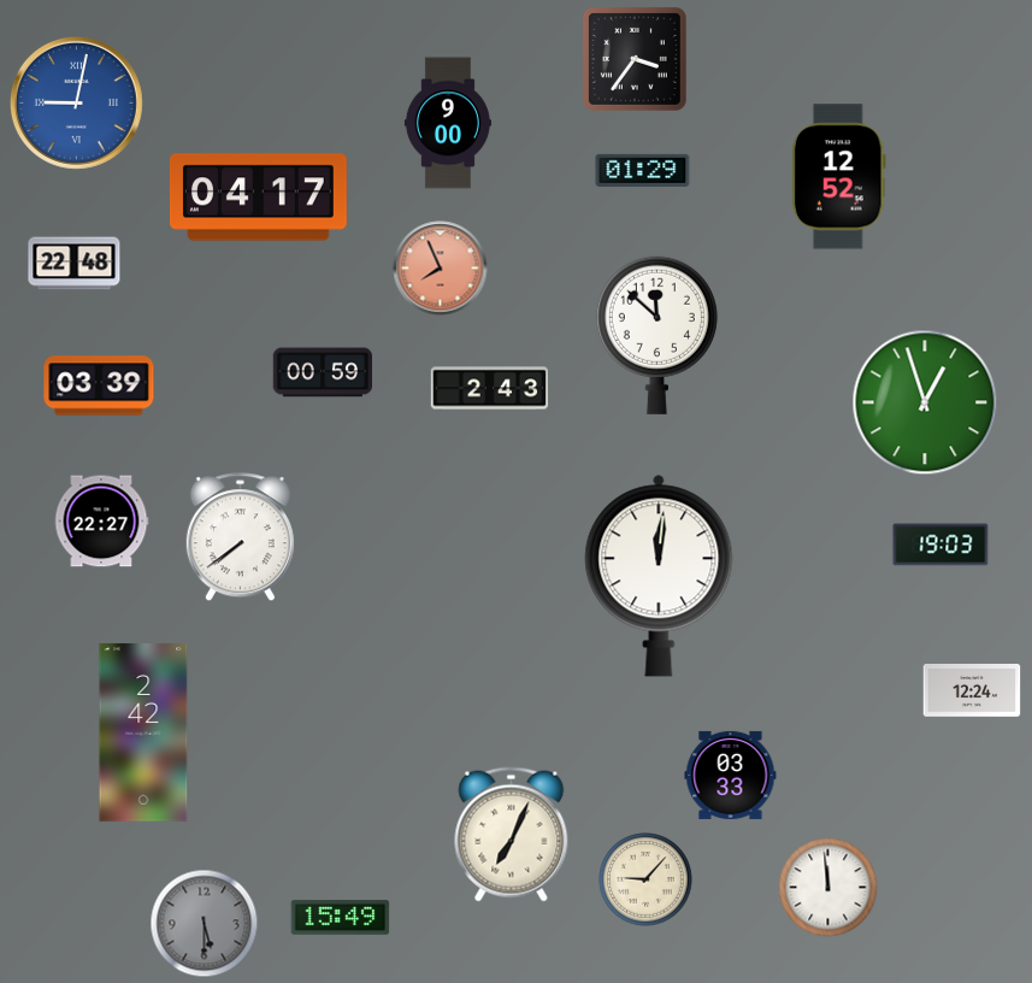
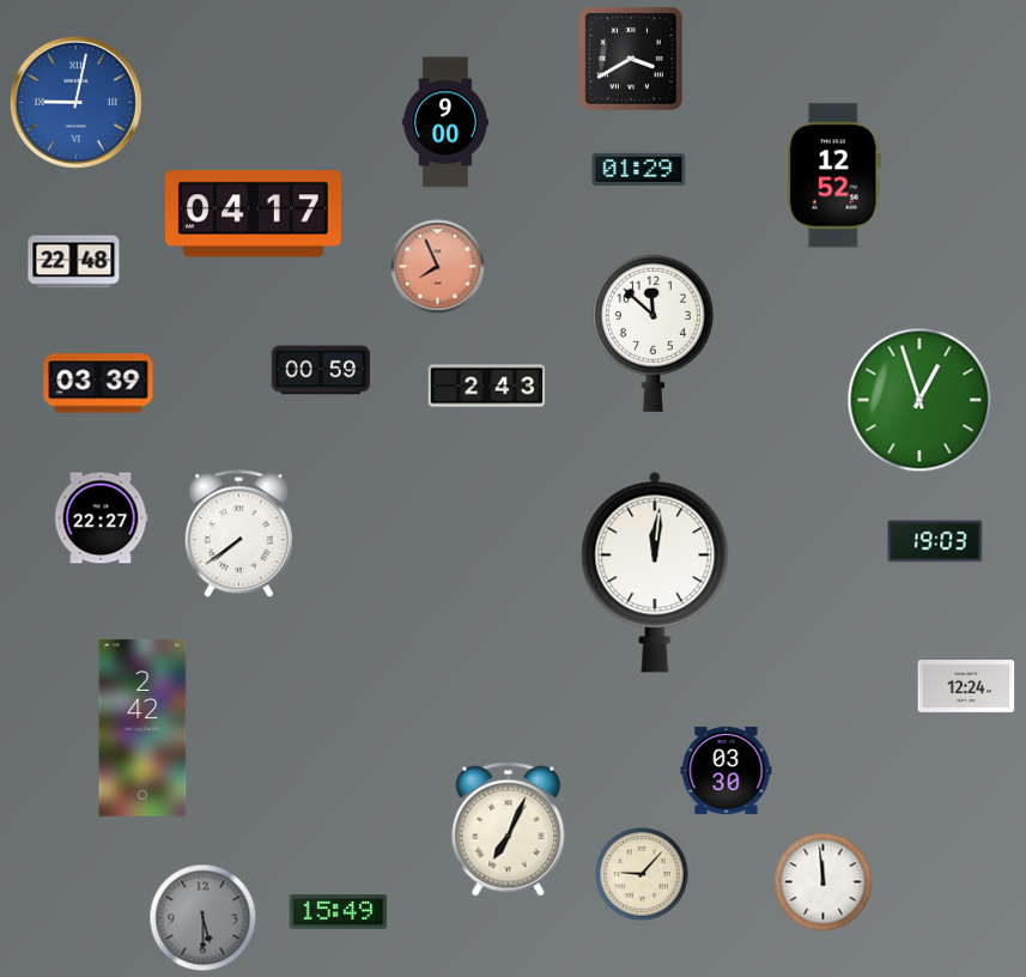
clock at (635, 59): 3:36 -> 3:40
clock at (259, 198) position: (259, 198) -> (254, 214)
clock at (731, 775): 03:33 -> 03:30
